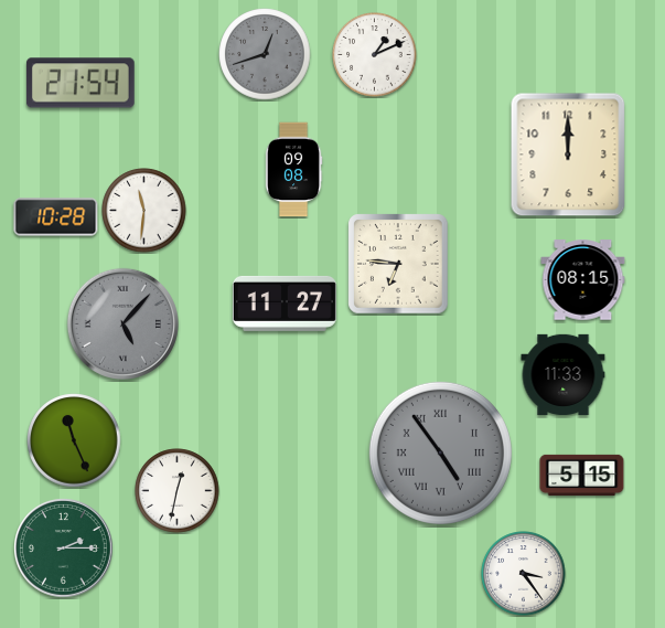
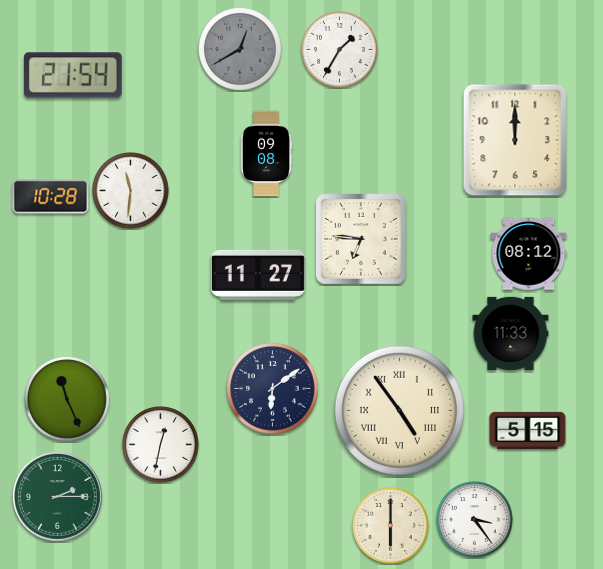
clock at (265, 54): 12:42 -> 12:40
clock at (375, 55): 1:11 -> 1:35
clock at (583, 280): 08:15 -> 08:12
clock at (122, 323): 5:07 -> none
clock at (564, 374) position: (564, 374) -> (511, 333)
clock at (273, 389): none -> 6:09
clock at (440, 453) dial: grey -> cream
clock at (391, 526): none -> 6:00
